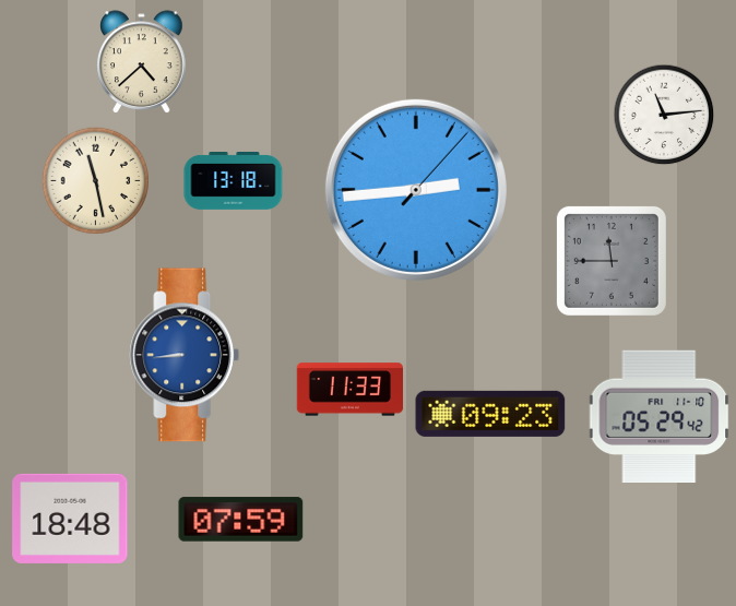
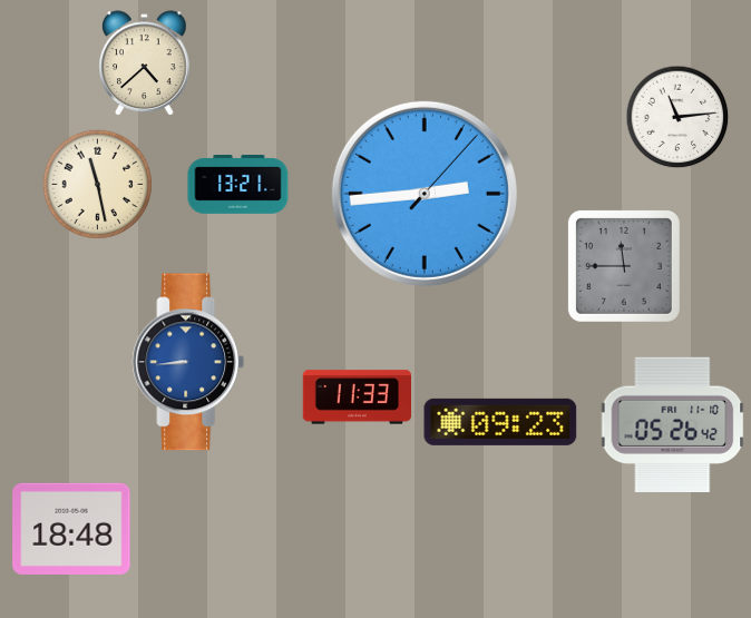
clock at (234, 181): 13:18 -> 13:21
clock at (660, 416): 05:29 -> 05:26
clock at (241, 520): 07:59 -> none
